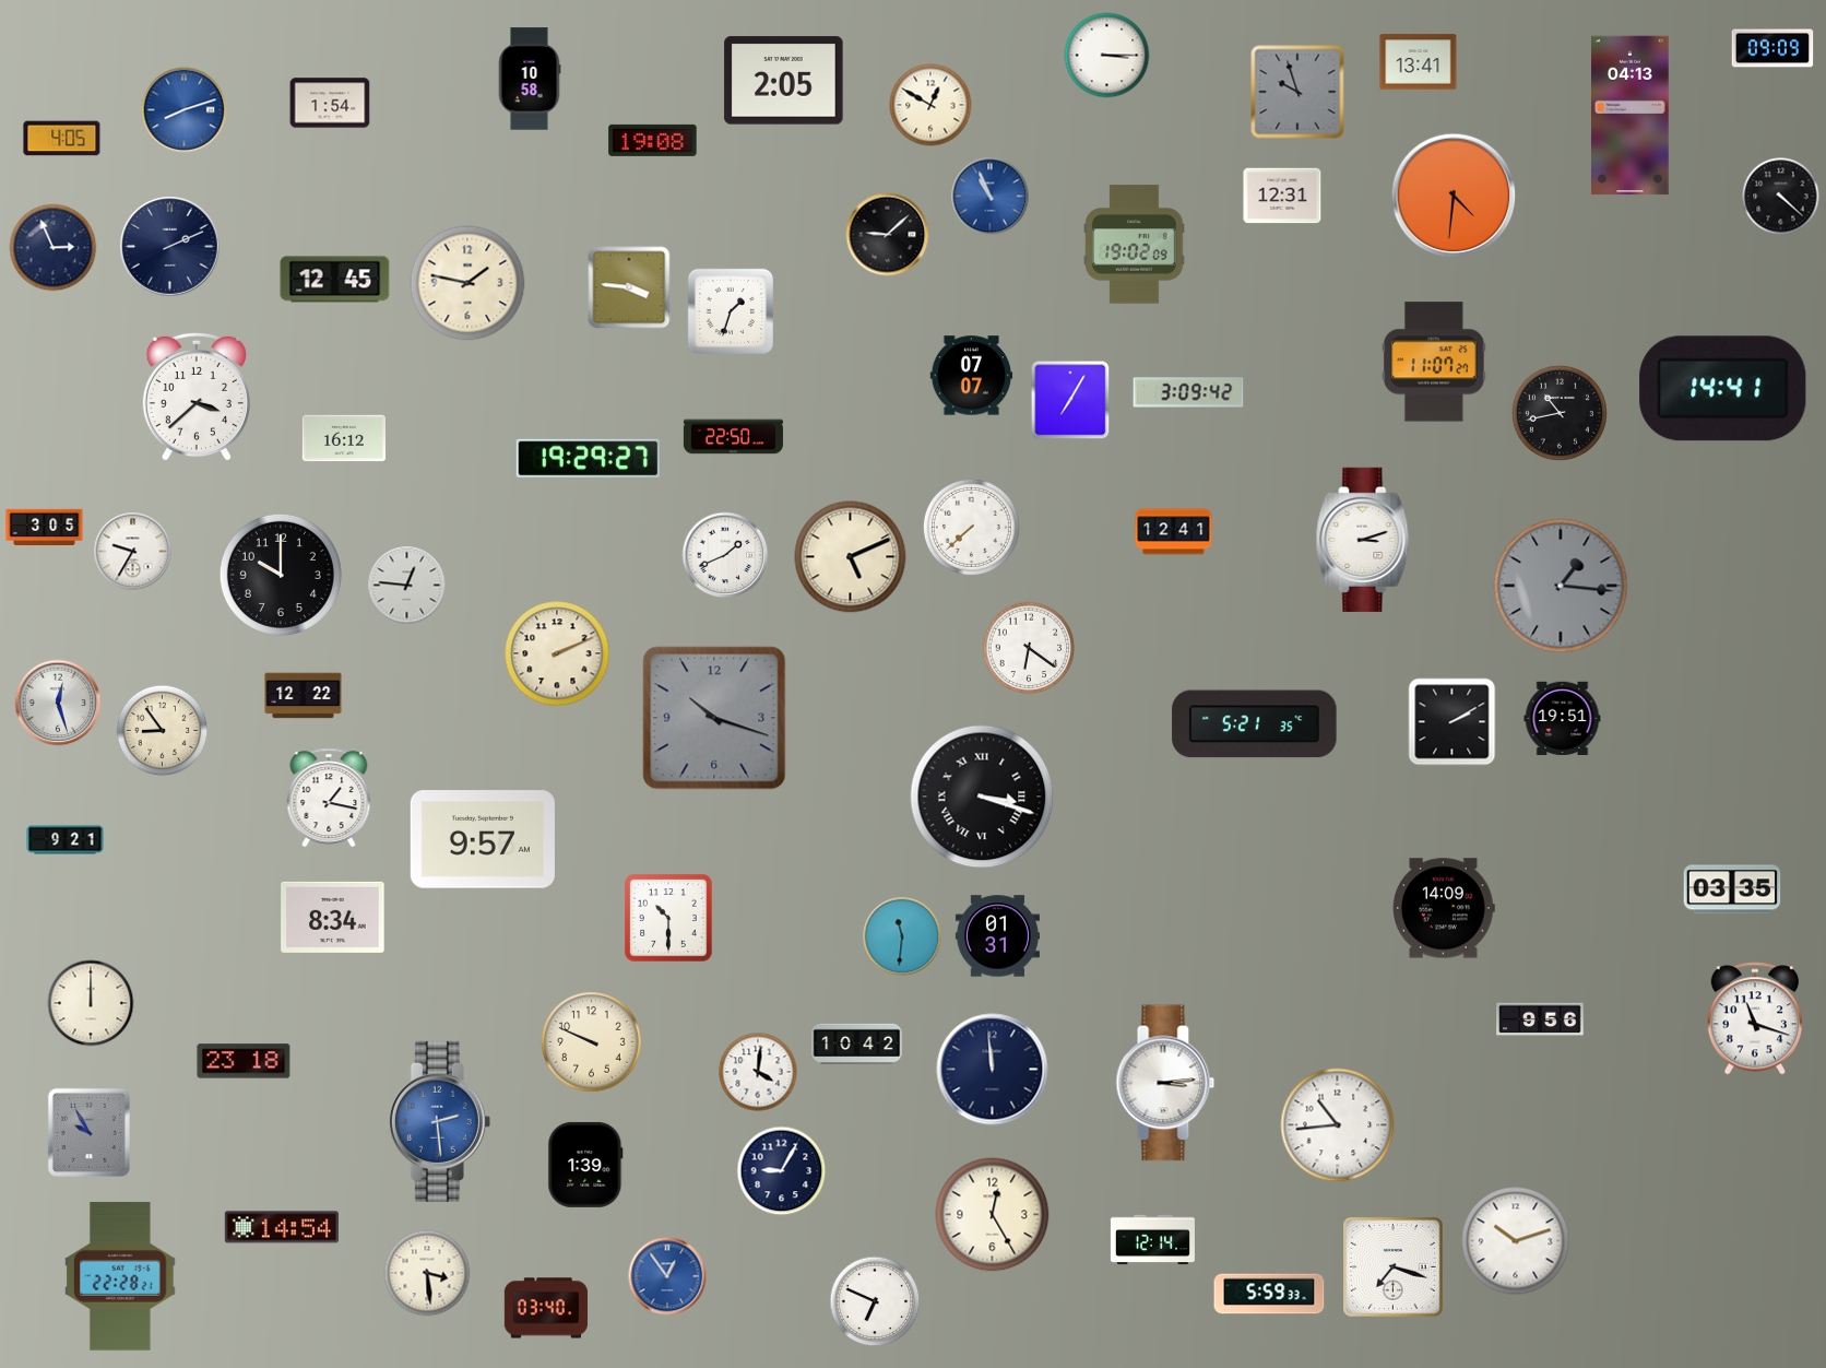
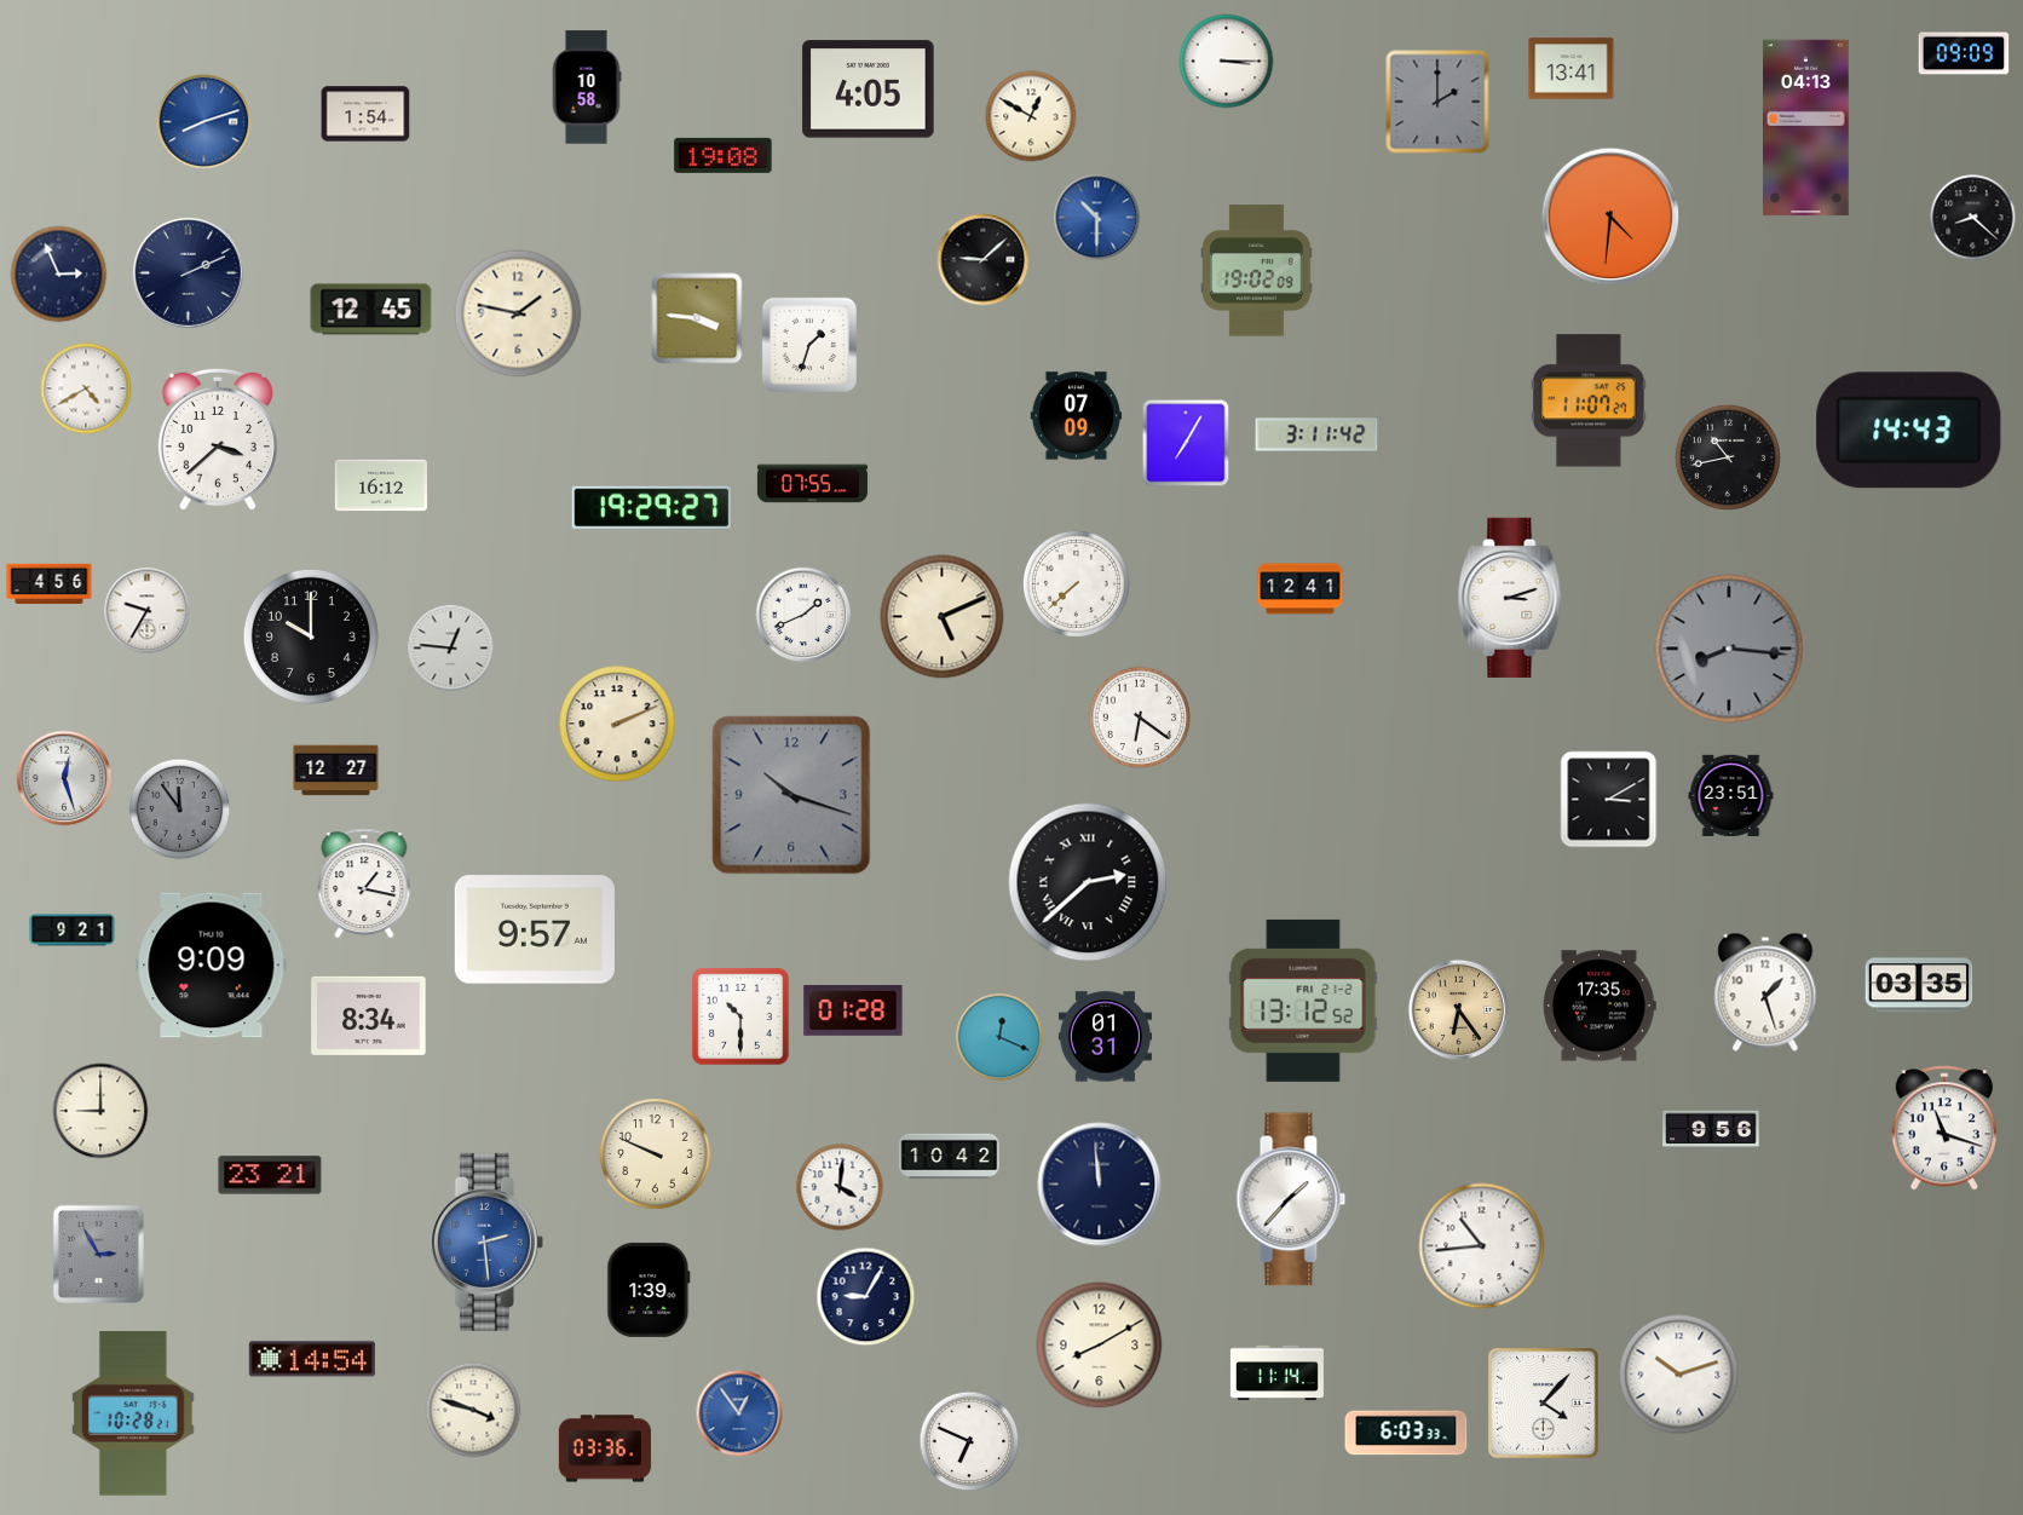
clock at (784, 81): 2:05 -> 4:05
clock at (1297, 92): 9:57 -> 2:00
clock at (62, 139): 4:05 -> none
clock at (1282, 196): 12:31 -> none
clock at (991, 197): 10:56 -> 10:30
clock at (1781, 197): 4:22 -> 8:22
clock at (86, 388): none -> 4:40
clock at (972, 376): 07:07 -> 07:09
clock at (1723, 389): 14:41 -> 14:43
clock at (1188, 392): 3:09 -> 3:11
clock at (733, 437): 22:50 -> 07:55
clock at (45, 527): 3:05 -> 4:56
clock at (1561, 586): 1:16 -> 8:16
clock at (304, 696): 12:22 -> 12:27
clock at (1563, 718): 19:51 -> 23:51
clock at (1452, 722): 2:10 -> 3:10
clock at (1255, 724): 5:21 -> none
clock at (163, 731): 8:54 -> 11:54
clock at (163, 731) dial: cream -> grey
clock at (982, 797): 3:18 -> 2:38
clock at (212, 966): none -> 9:09
clock at (1765, 992): none -> 1:27
clock at (1303, 1001): none -> 13:12
clock at (1444, 908): 14:09 -> 17:35
clock at (853, 1010): none -> 01:28
clock at (1459, 1010): none -> 6:24
clock at (902, 936): 11:31 -> 12:19
clock at (91, 1003): 12:00 -> 9:00
clock at (1540, 1019) position: (1540, 1019) -> (1711, 1129)
clock at (244, 1061): 23:18 -> 23:21
clock at (1165, 1083): 3:14 -> 1:37
clock at (88, 1132): 9:55 -> 2:55
clock at (993, 1215): 12:25 -> 8:10
clock at (1152, 1240): 12:14 -> 11:14
clock at (1394, 1267): 7:18 -> 4:07
clock at (427, 1273): 3:29 -> 3:48
clock at (120, 1276): 22:28 -> 10:28
clock at (1269, 1294): 5:59 -> 6:03
clock at (546, 1308): 03:40 -> 03:36
